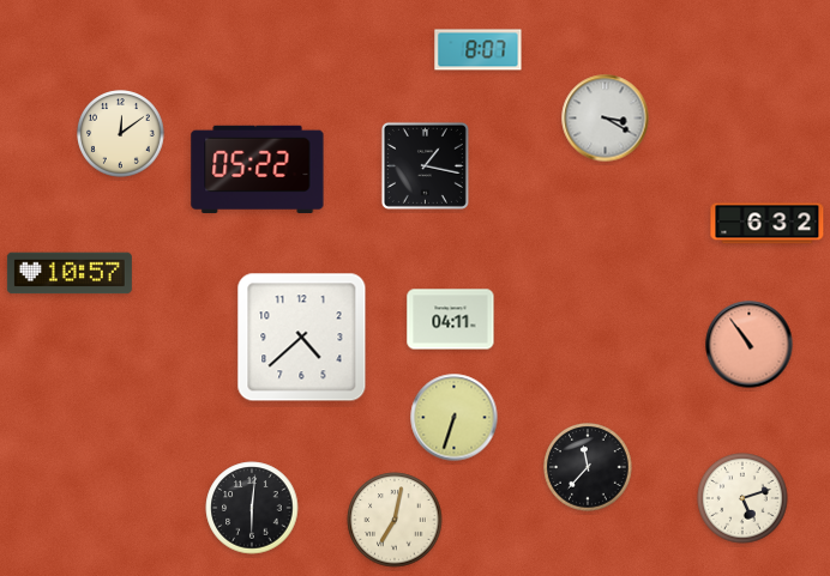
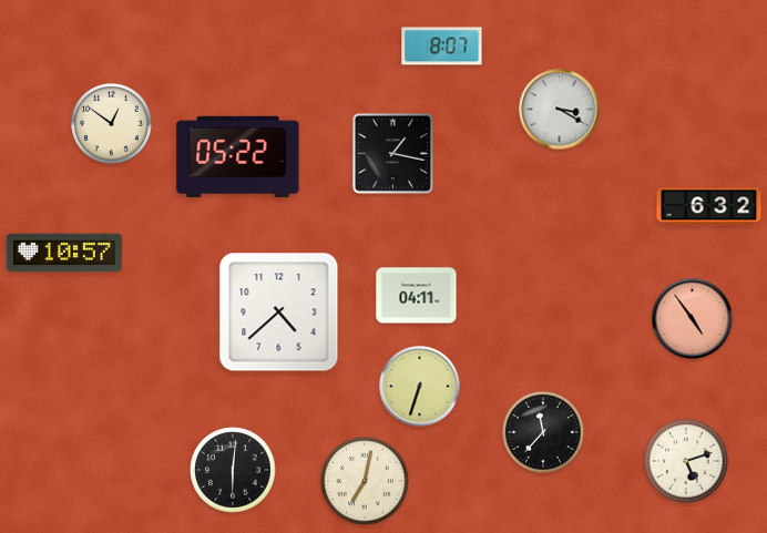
clock at (121, 134): 12:09 -> 12:51
clock at (750, 345): 10:54 -> 4:54
